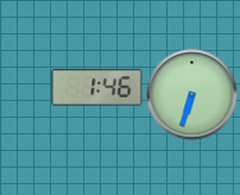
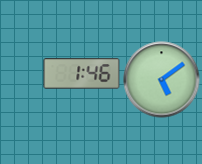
clock at (192, 95): 6:33 -> 5:09
